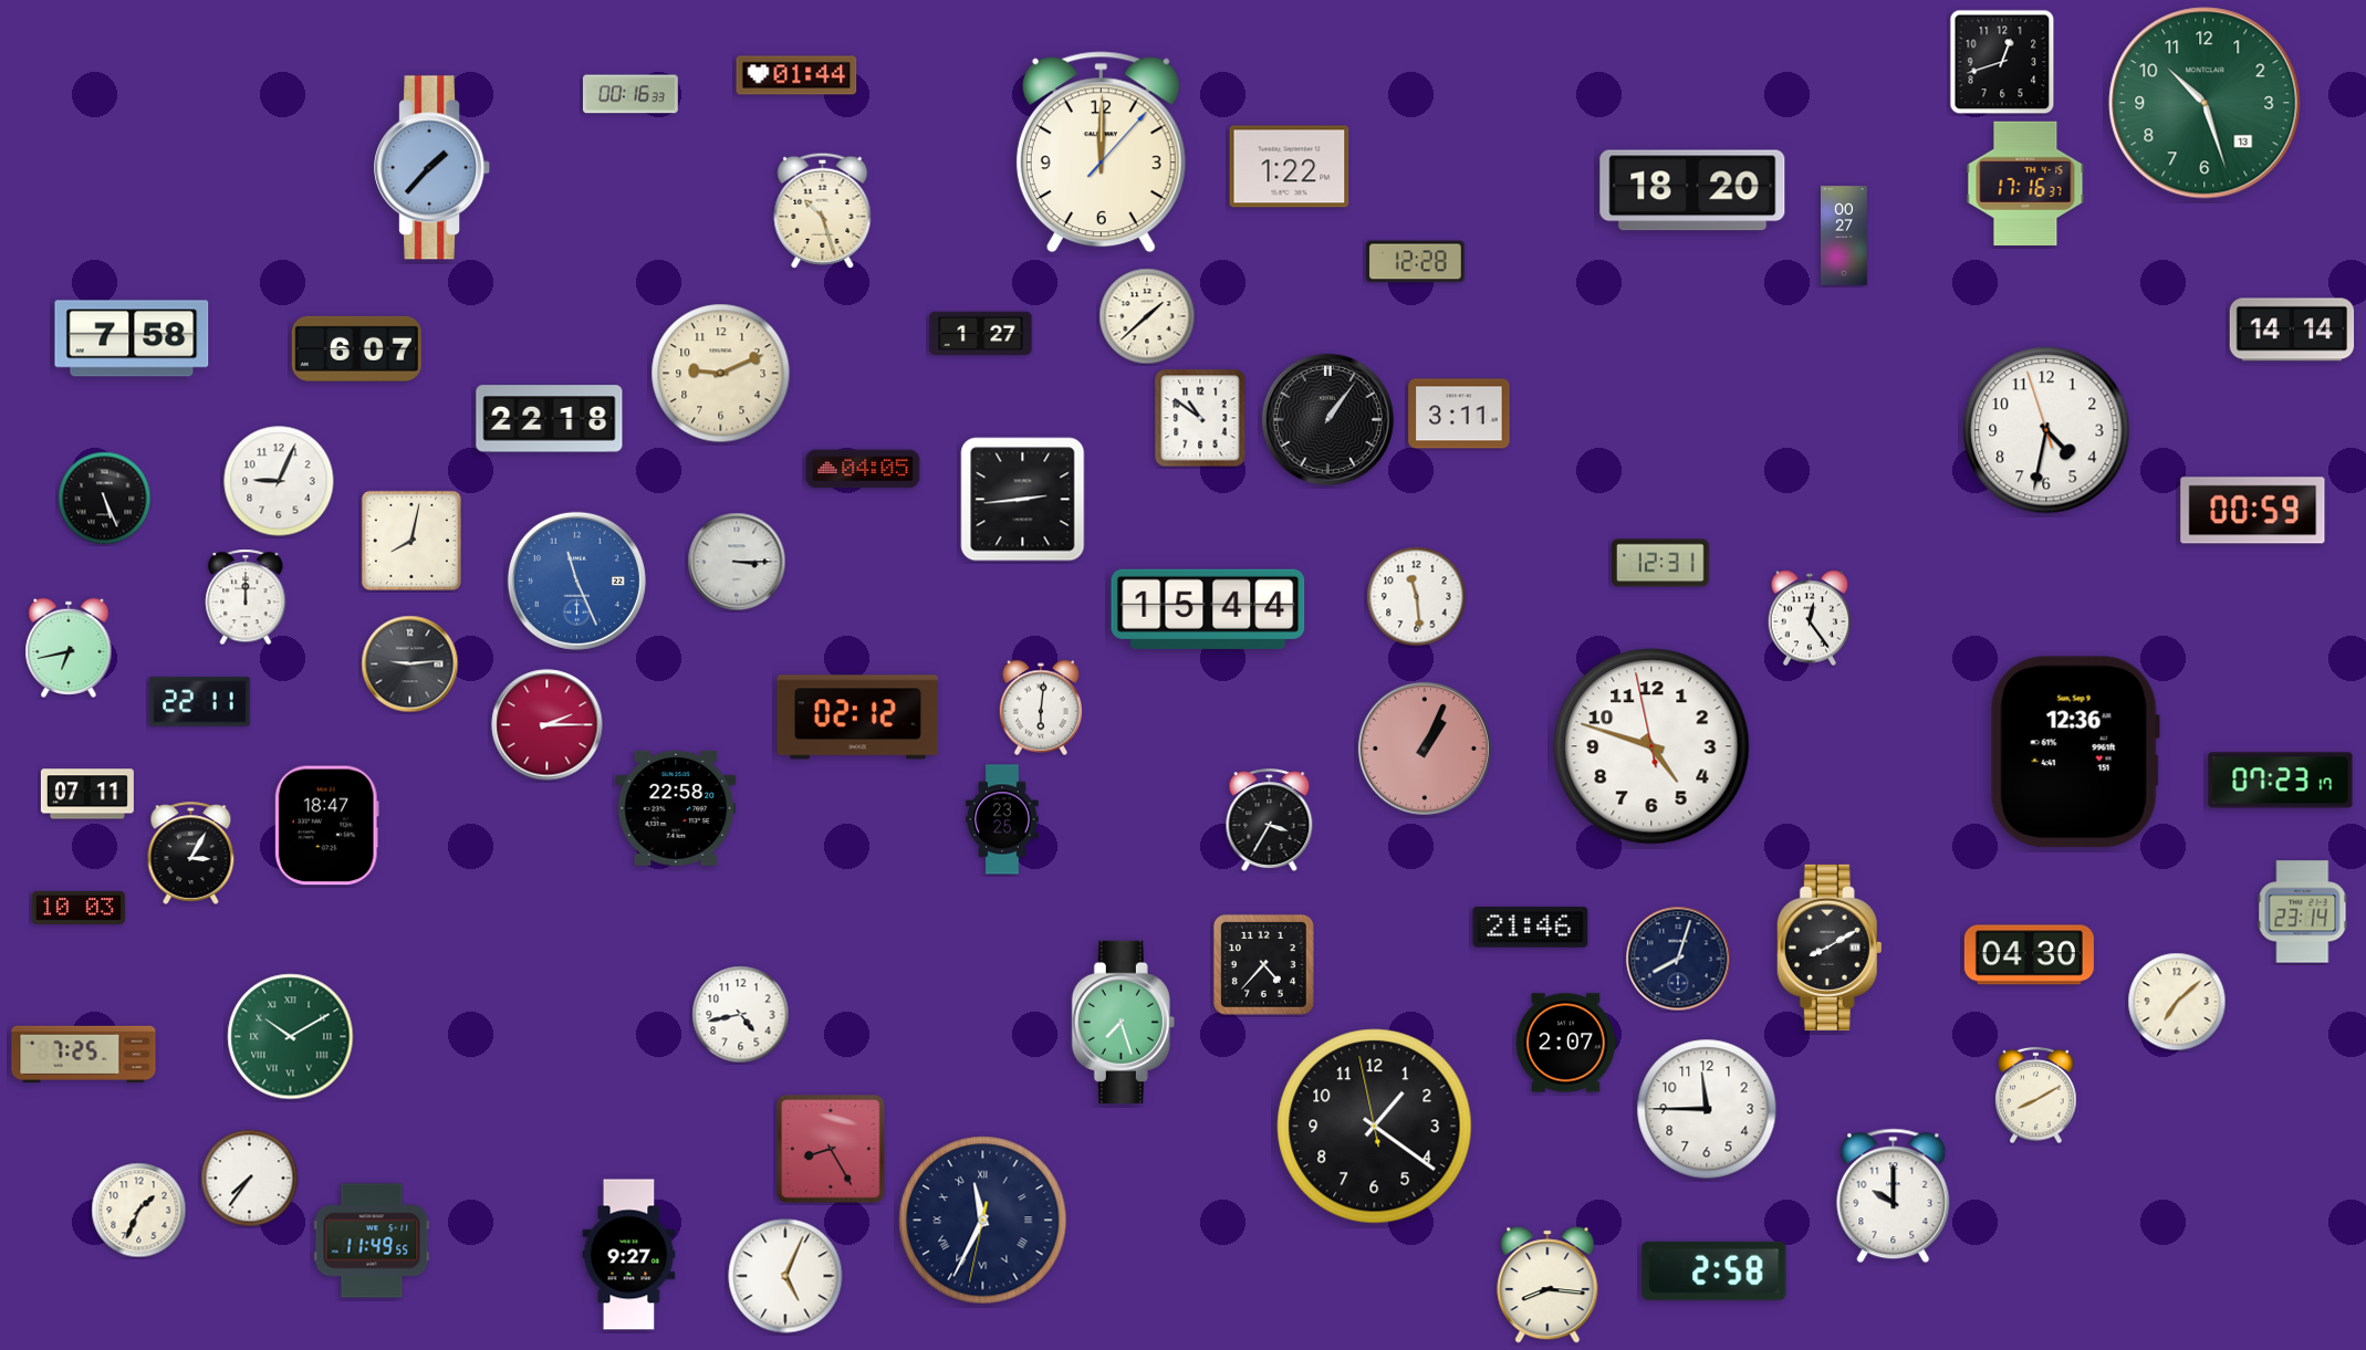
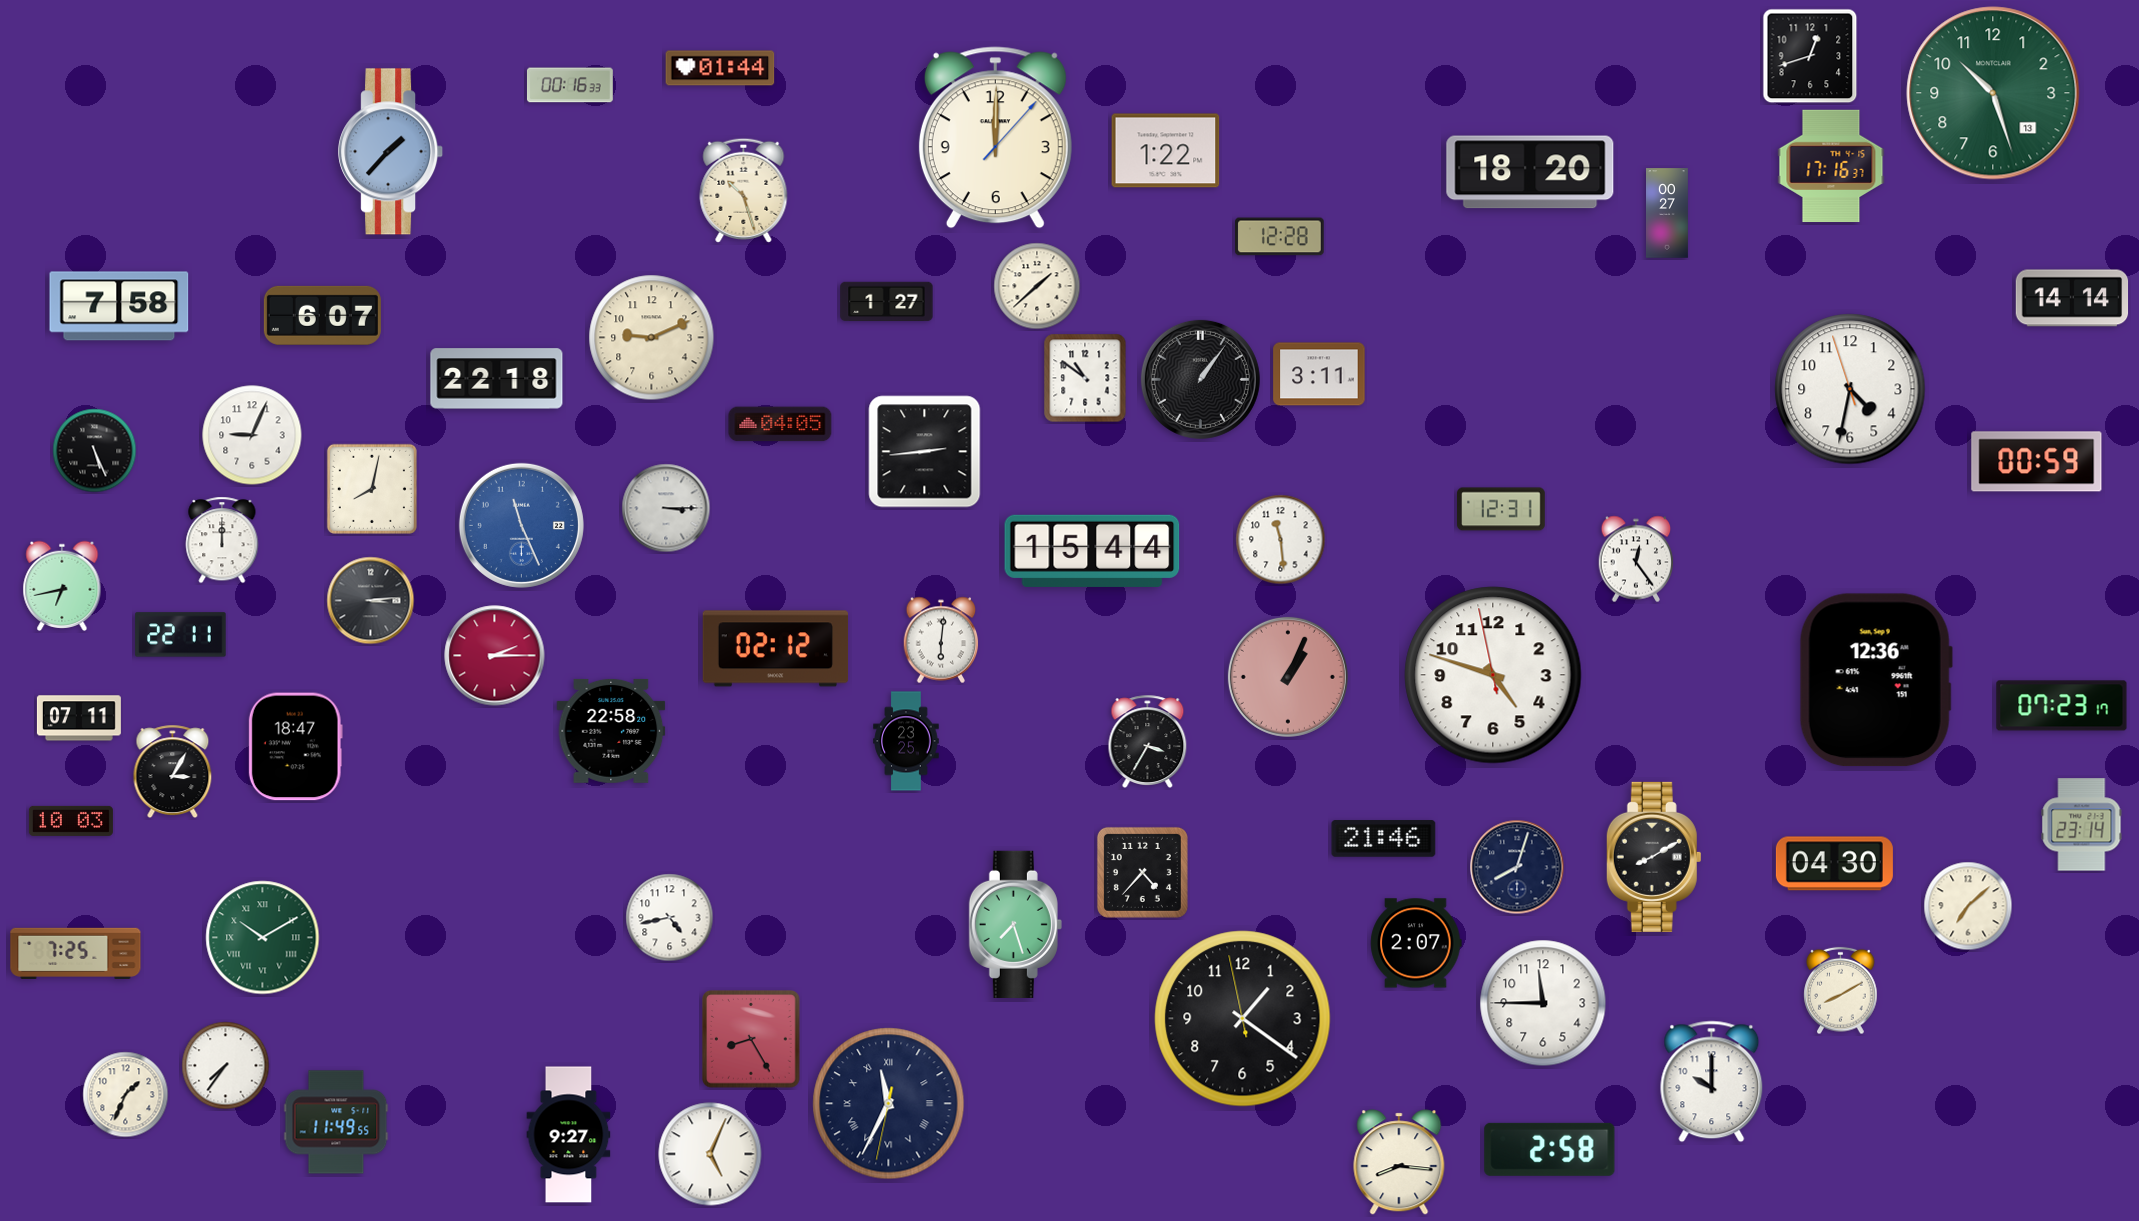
clock at (410, 664): 9:14 -> 3:14
